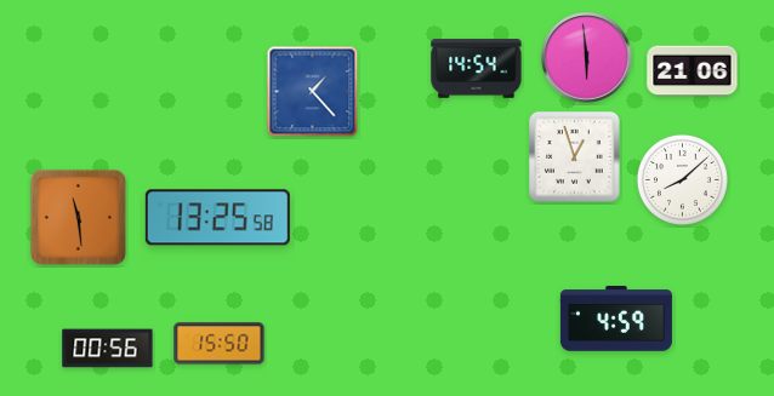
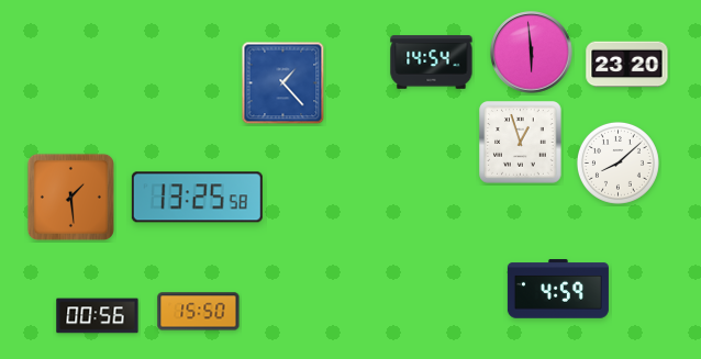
clock at (693, 71): 21:06 -> 23:20
clock at (78, 217): 11:29 -> 1:29
